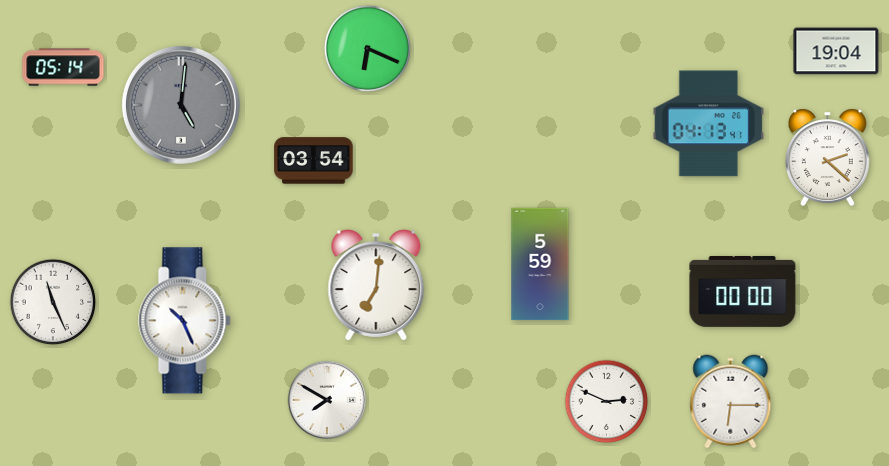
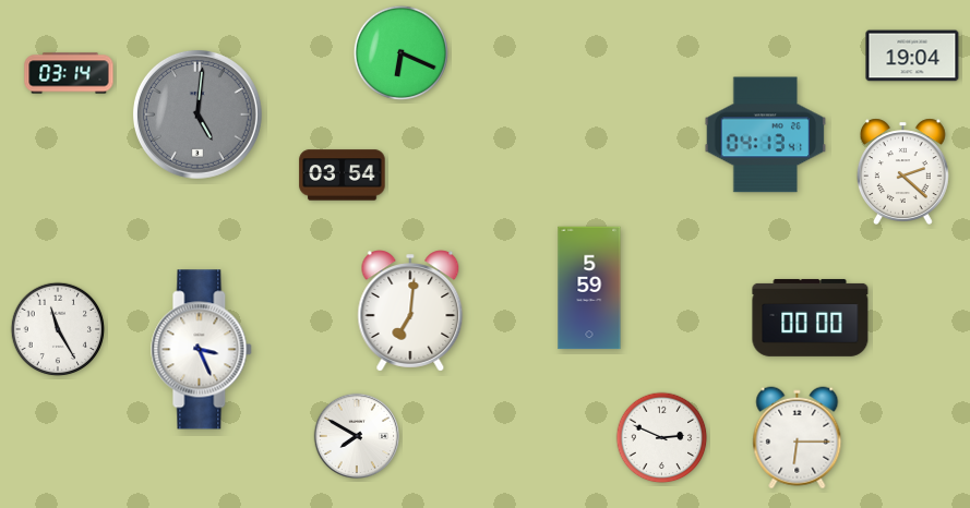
clock at (63, 67): 05:14 -> 03:14
clock at (709, 124) position: (709, 124) -> (766, 135)
clock at (53, 302): 11:26 -> 11:25
clock at (185, 321): 10:26 -> 3:26
